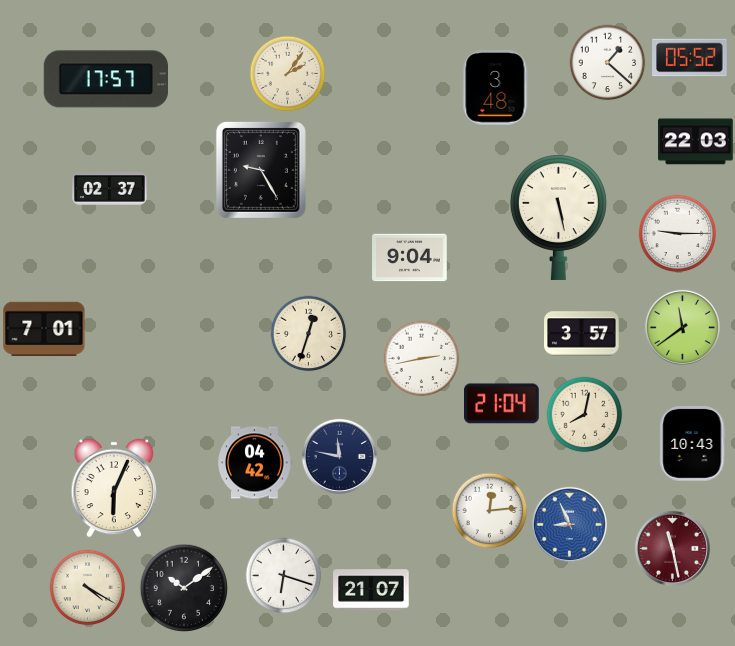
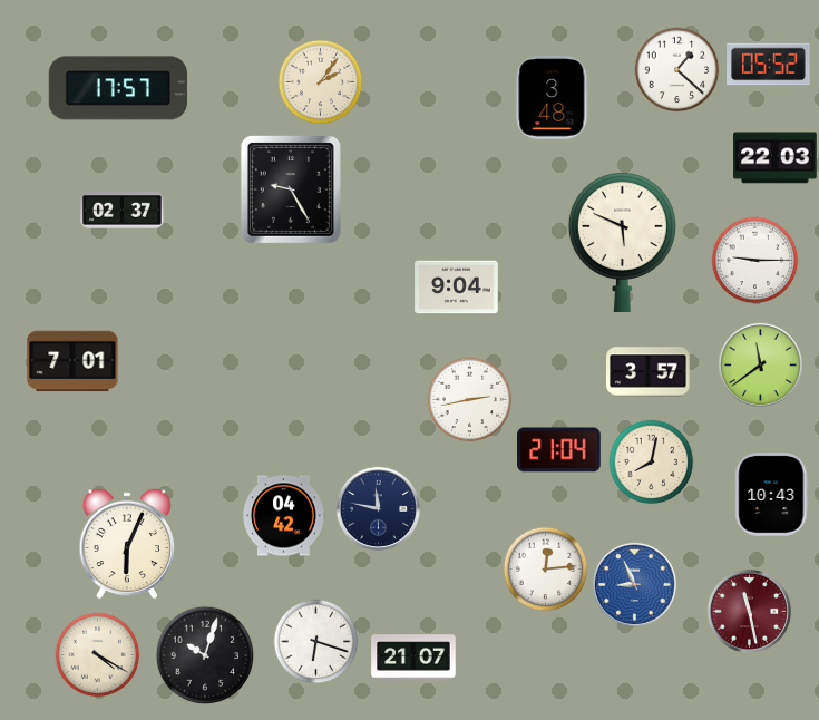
clock at (558, 218): 5:28 -> 5:49
clock at (44, 329) position: (44, 329) -> (72, 361)
clock at (309, 334): 12:33 -> none
clock at (184, 588): 10:09 -> 10:03
